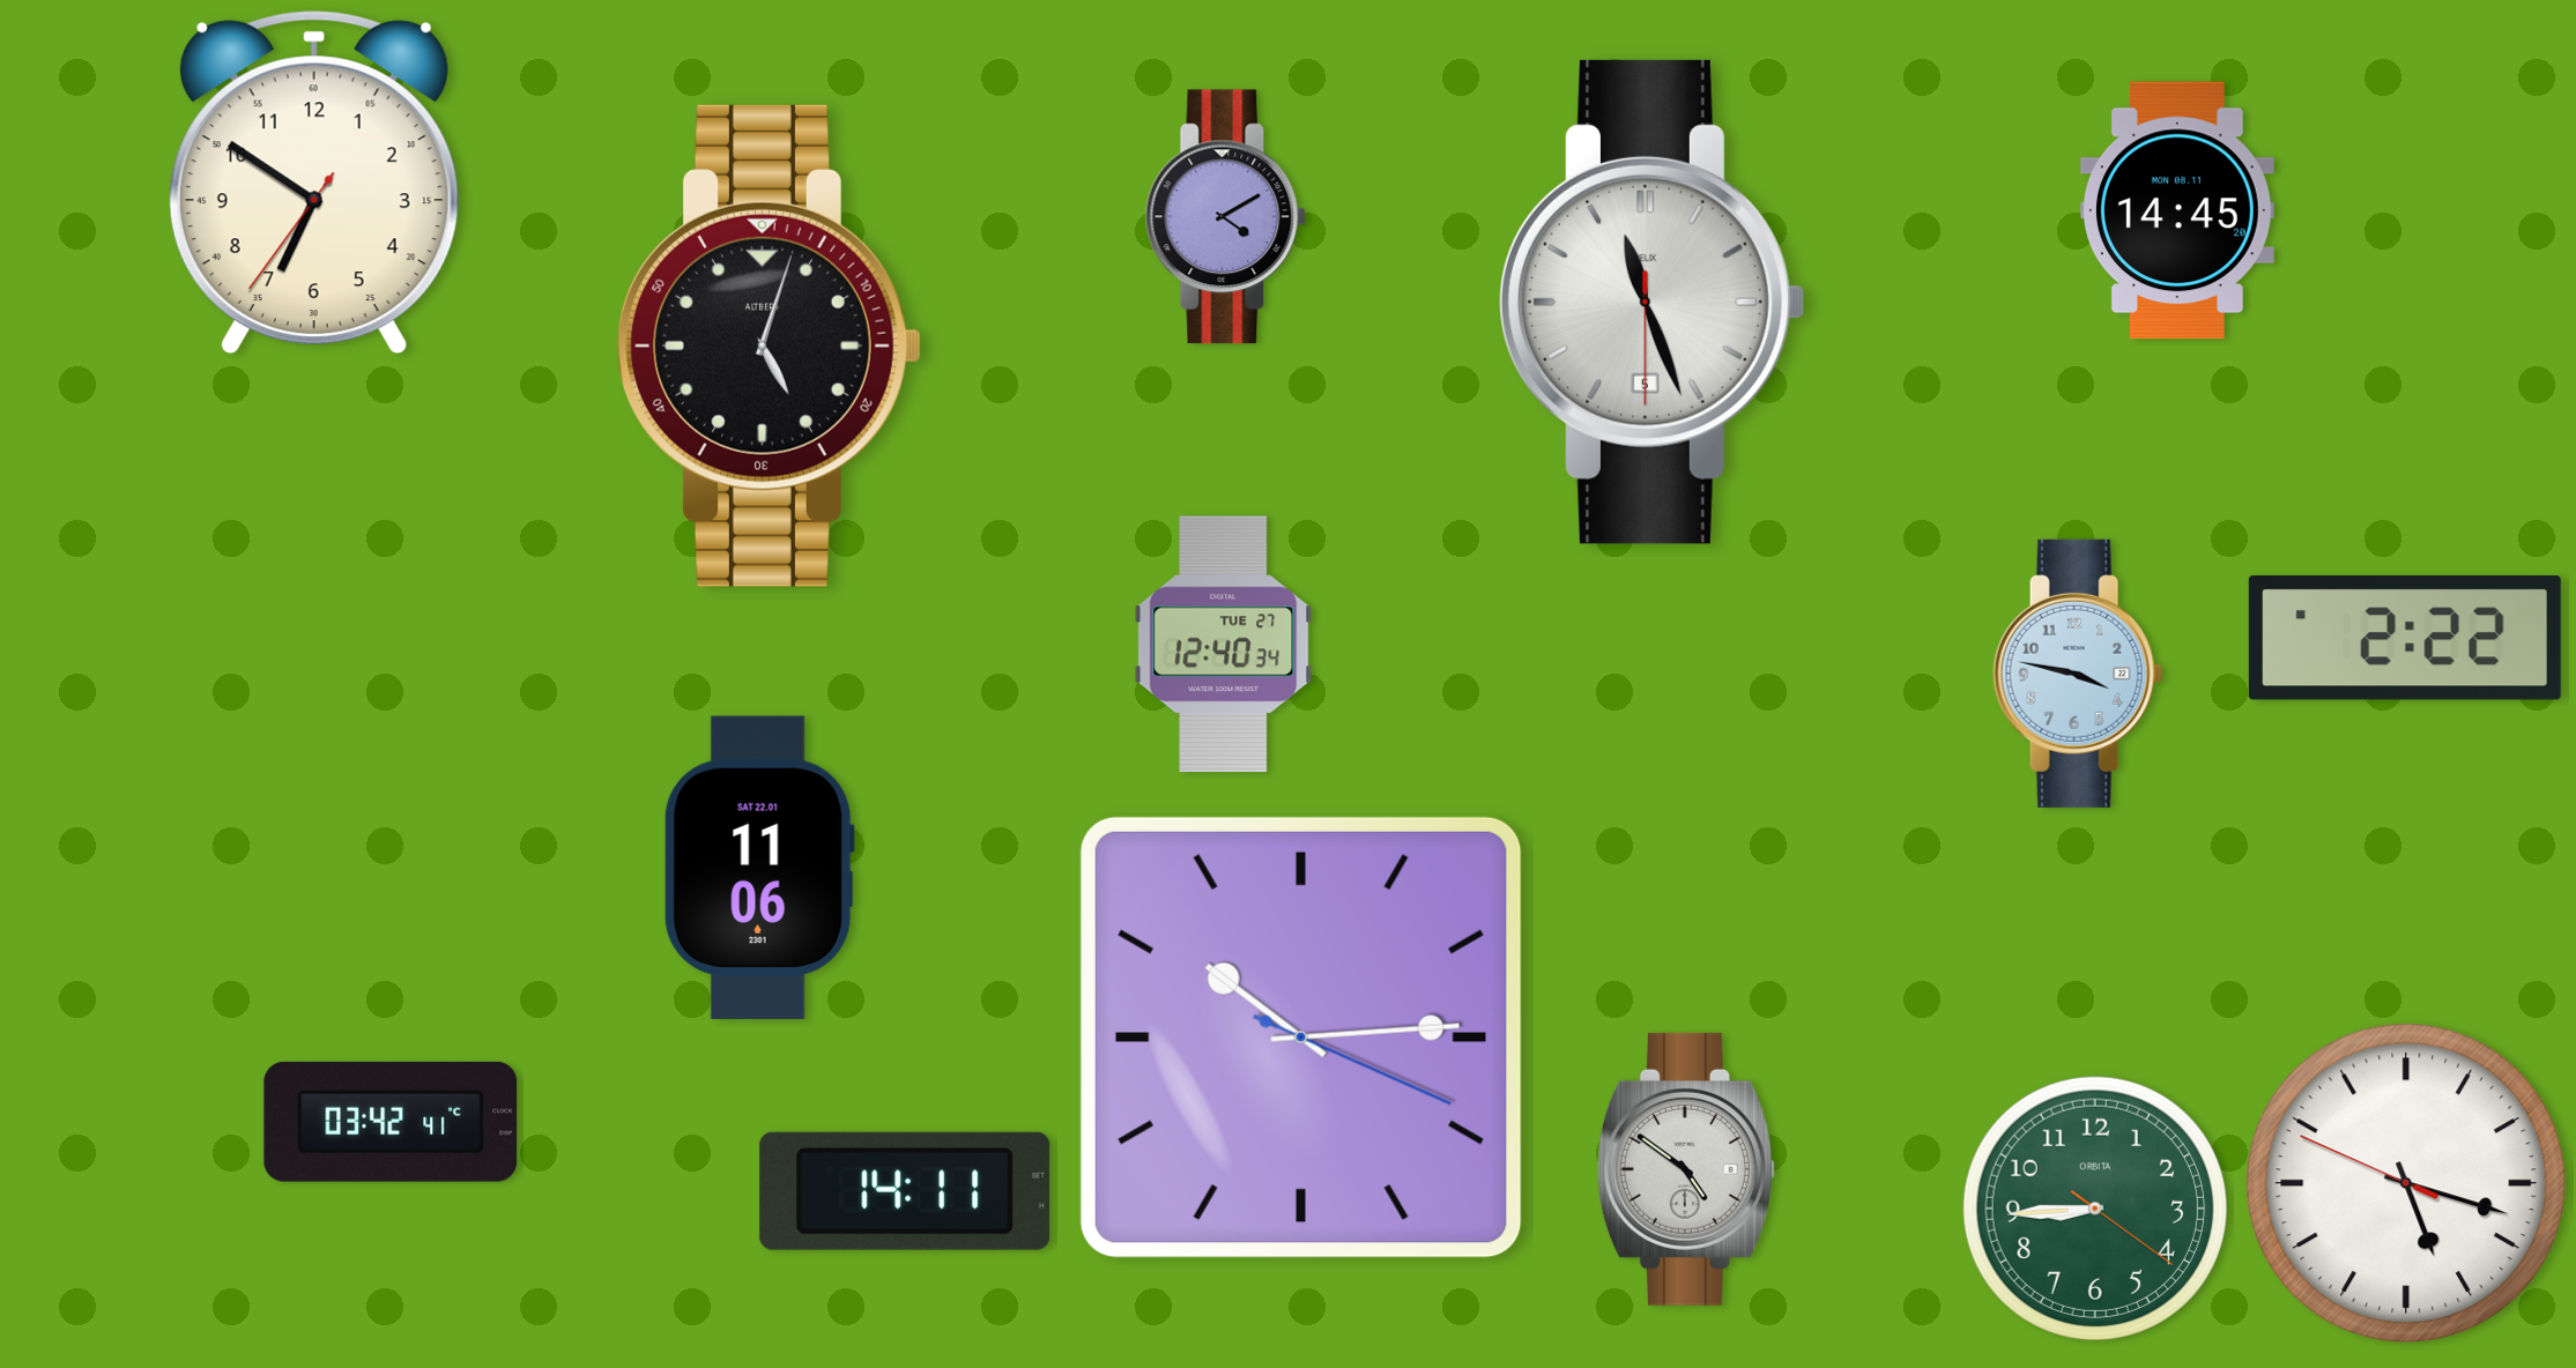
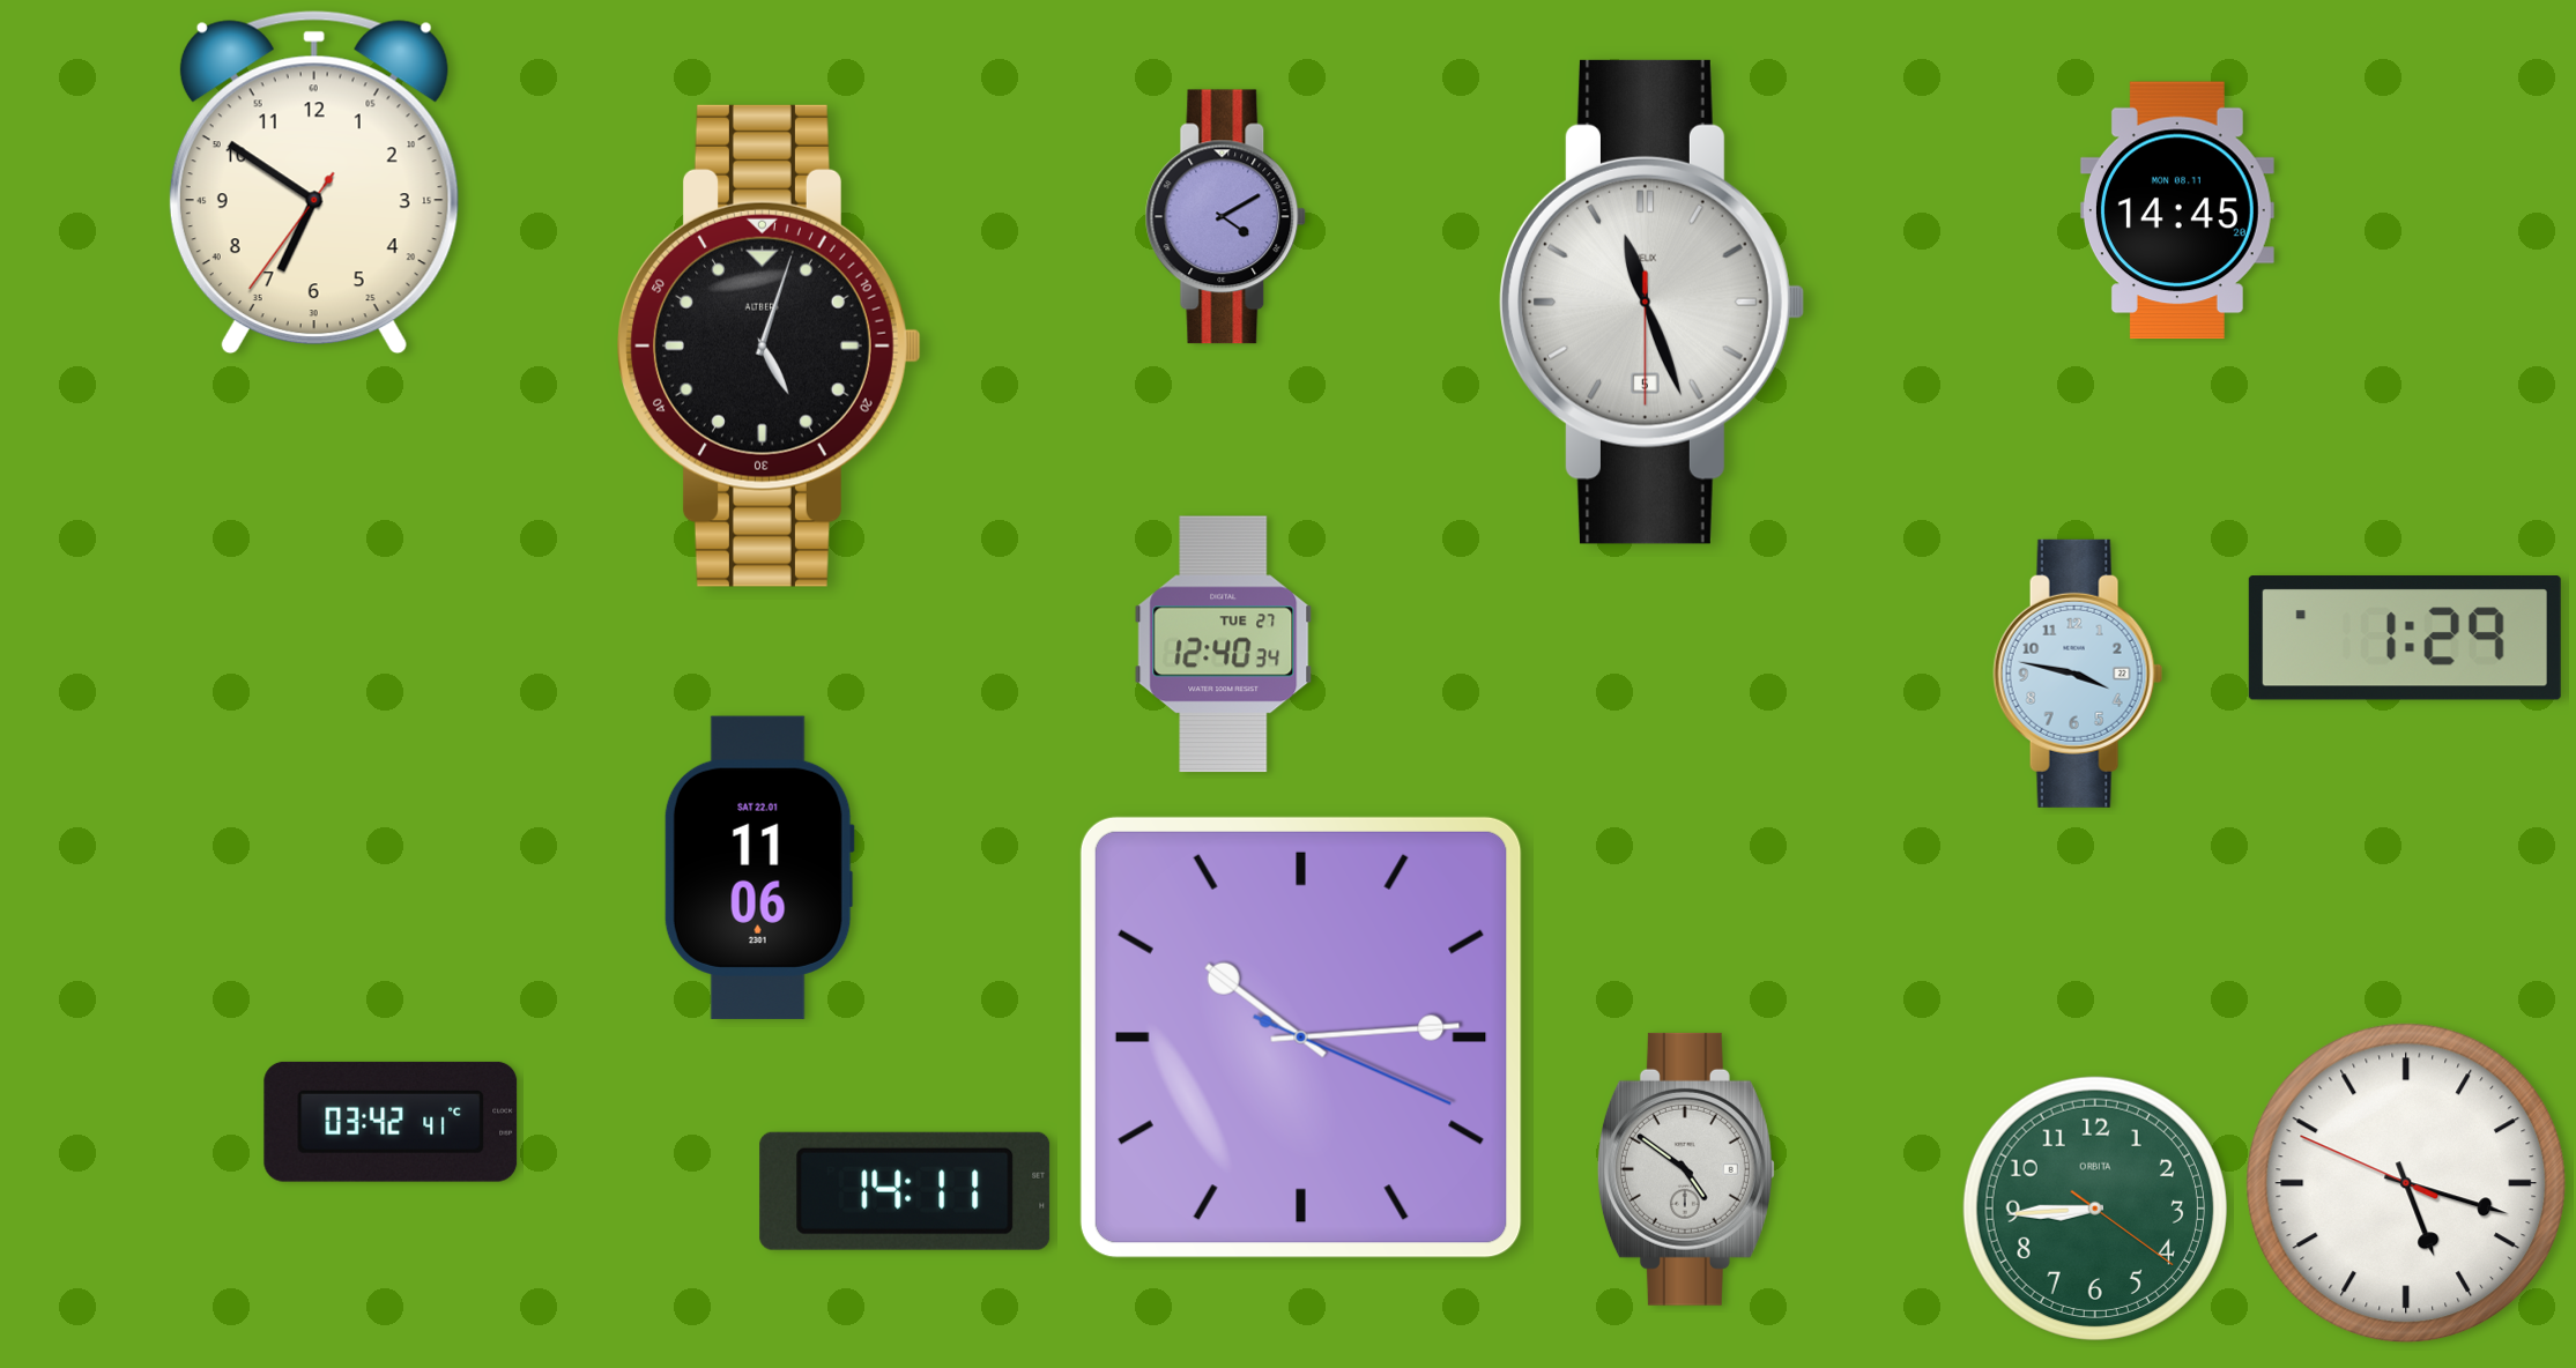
clock at (2405, 638): 2:22 -> 1:29
